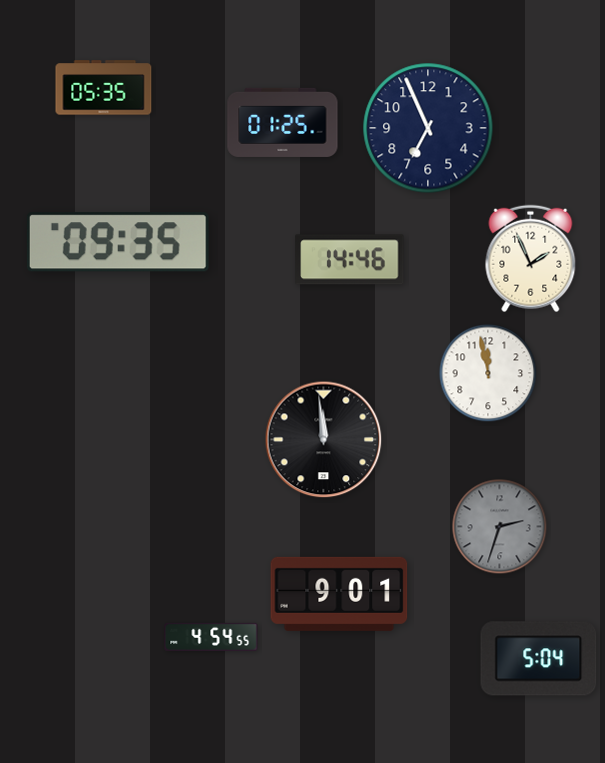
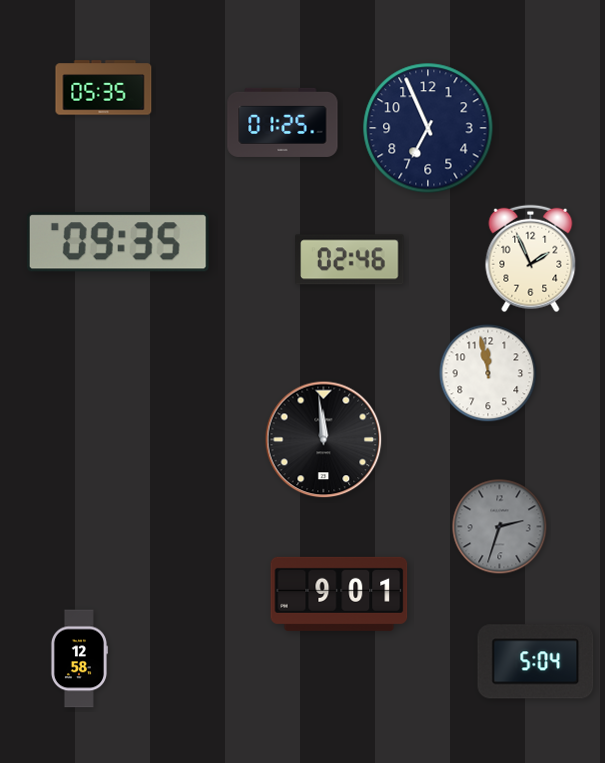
clock at (350, 260): 14:46 -> 02:46
clock at (211, 637): 4:54 -> none
clock at (79, 659): none -> 12:58
clock at (539, 659) position: (539, 659) -> (536, 662)
